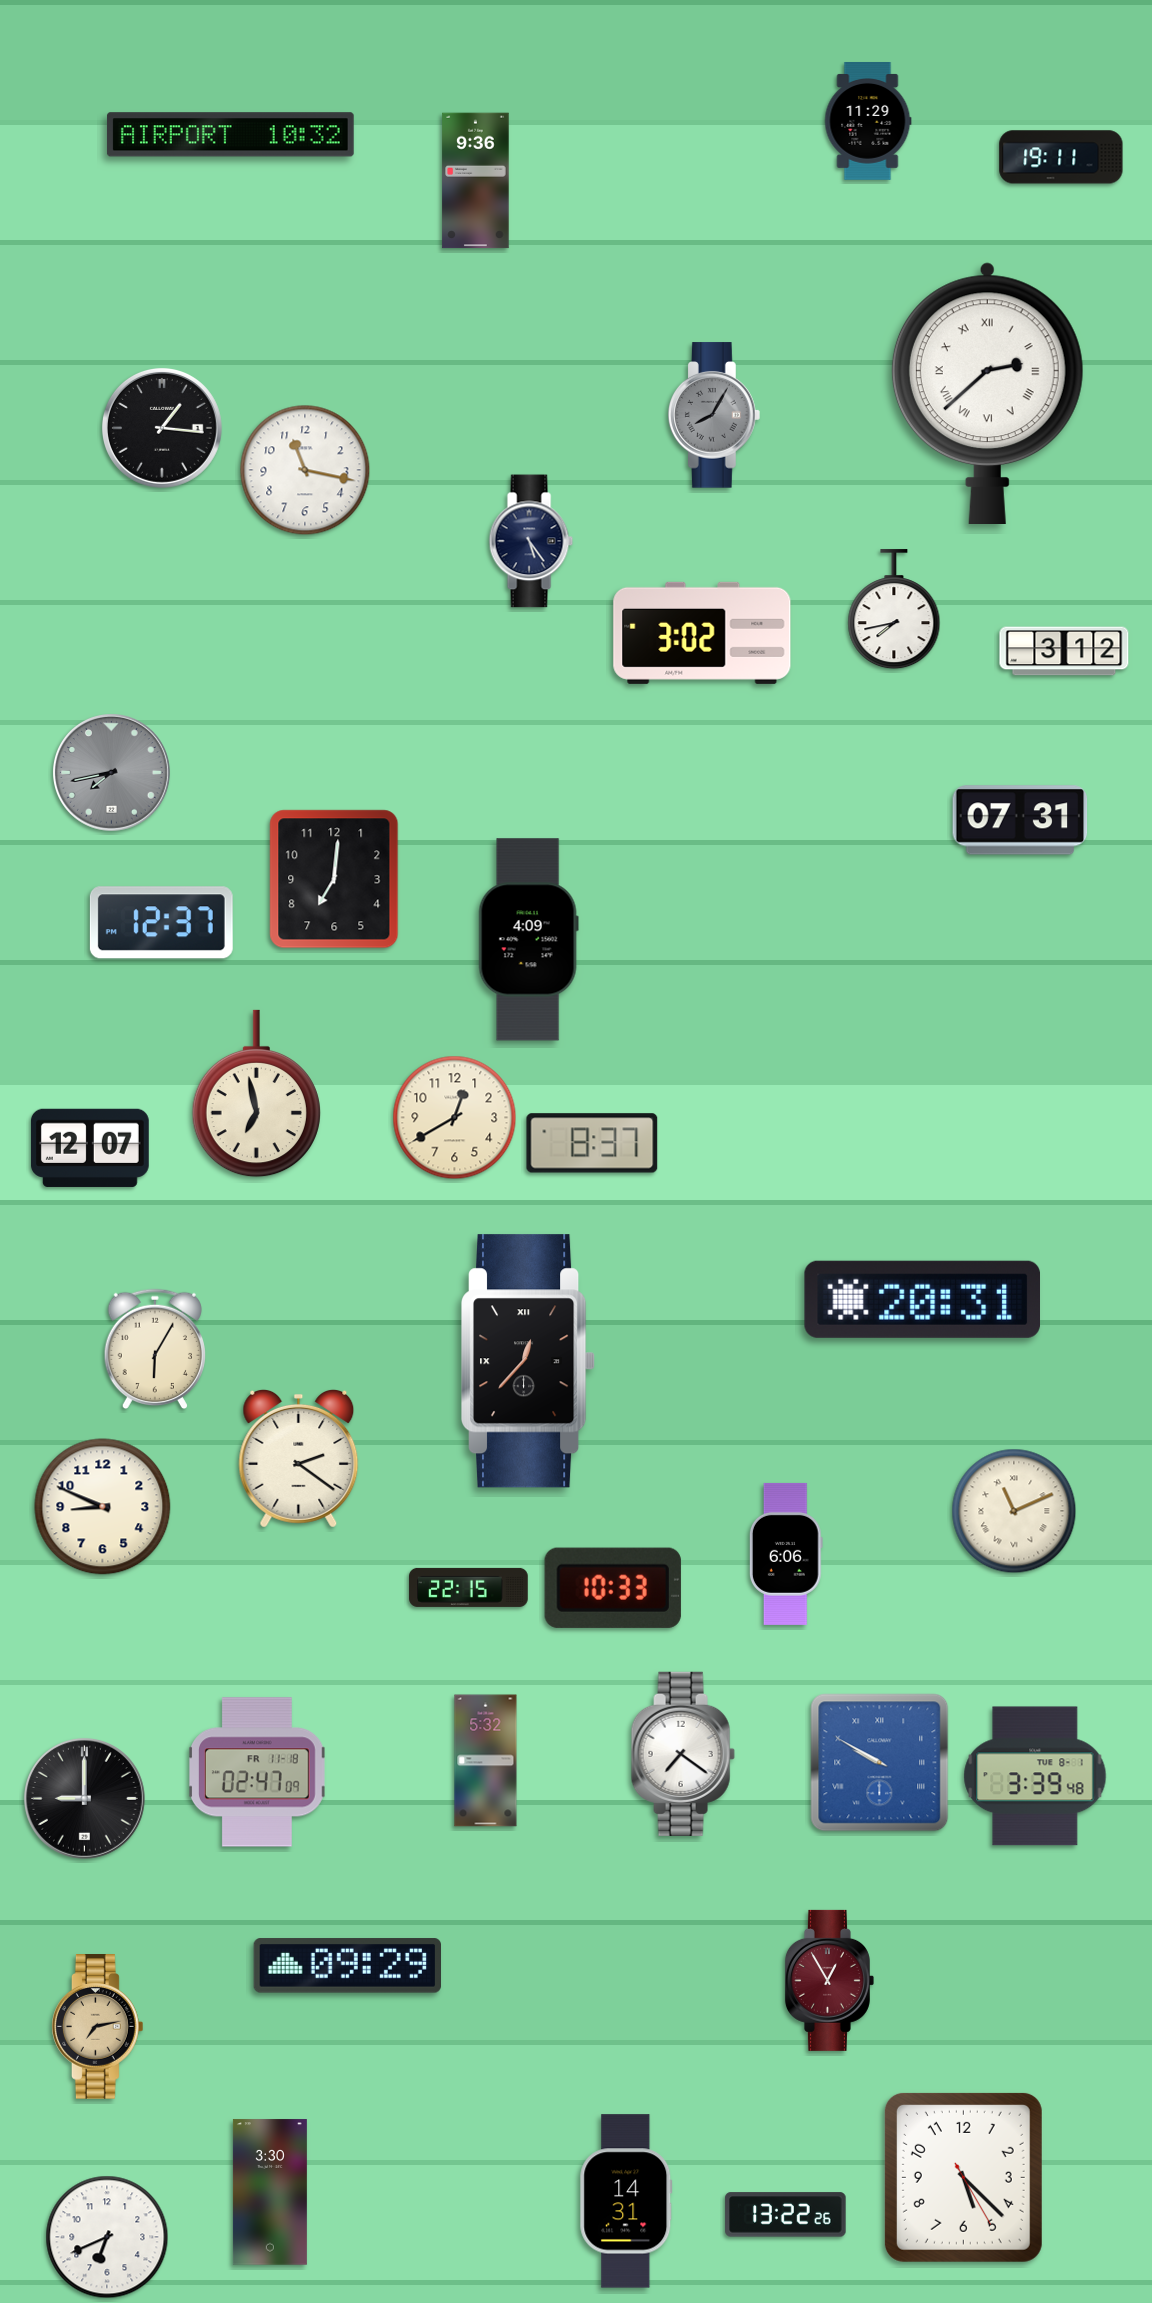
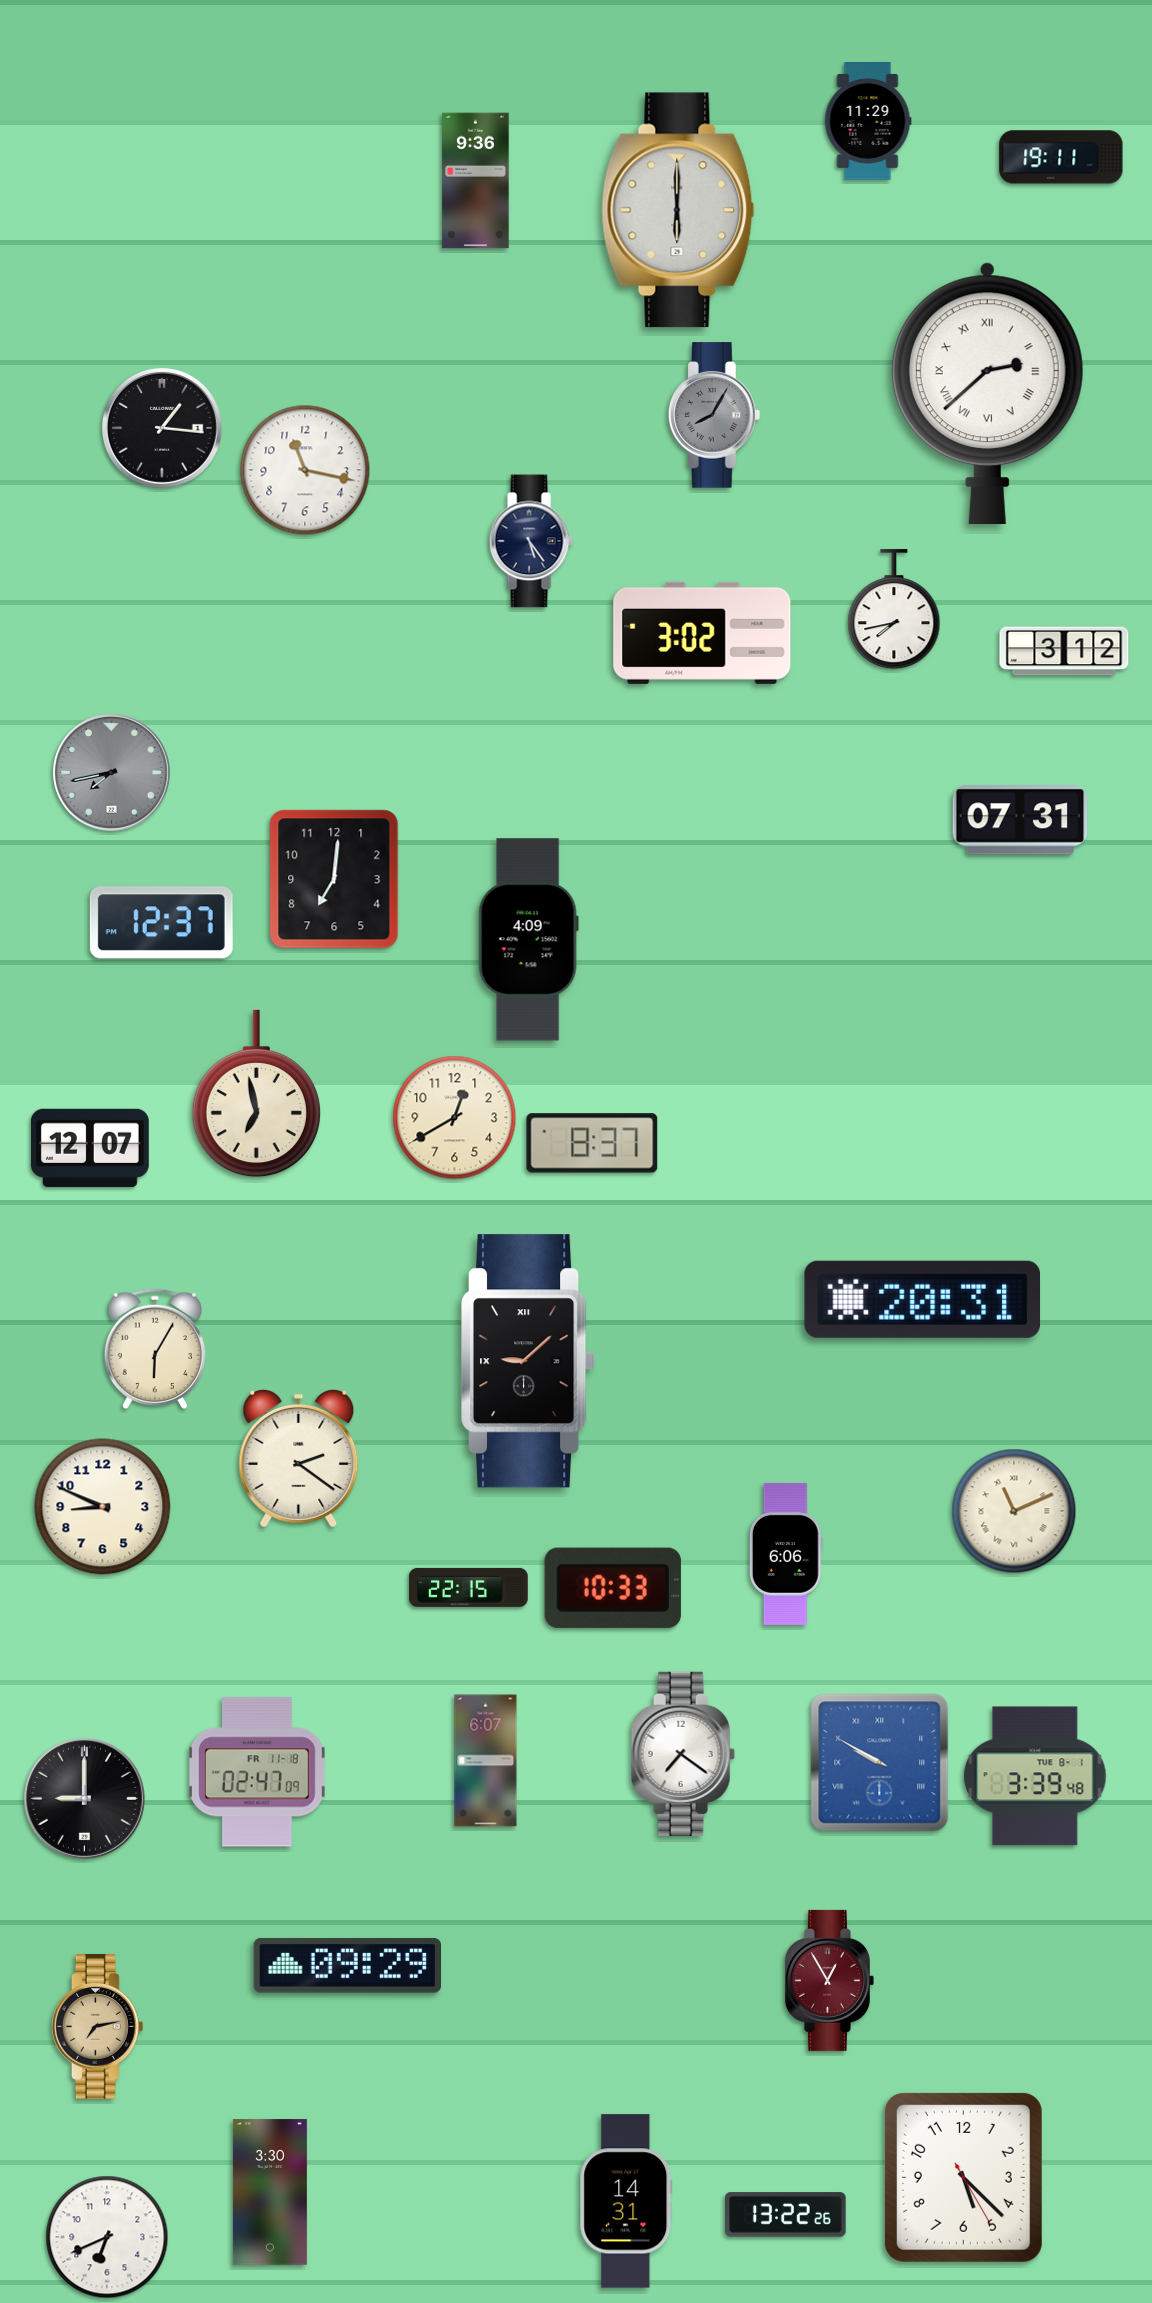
clock at (230, 135): 10:32 -> none
clock at (678, 210): none -> 6:00
clock at (529, 1361): 12:37 -> 9:08
clock at (486, 1761): 5:32 -> 6:07
